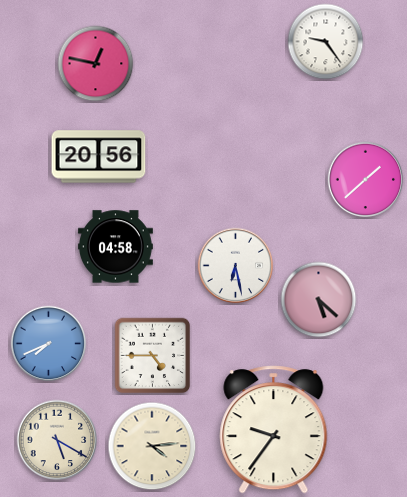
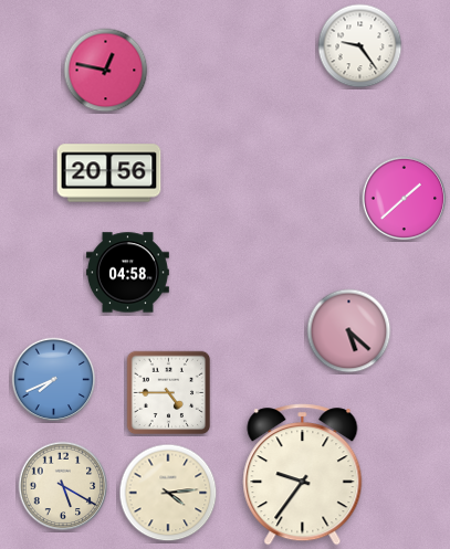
clock at (236, 266): 6:28 -> none
clock at (319, 300) position: (319, 300) -> (349, 331)
